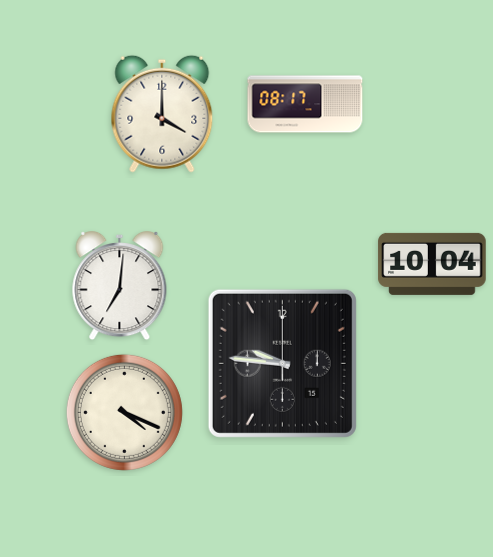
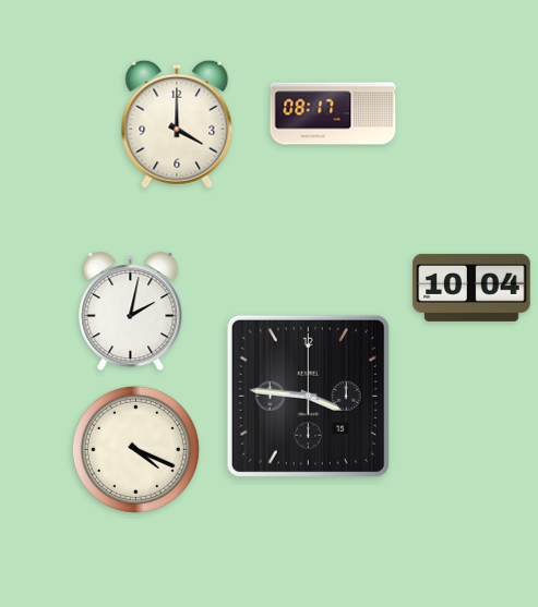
clock at (120, 287): 7:01 -> 2:02
clock at (282, 363): 9:46 -> 3:46
